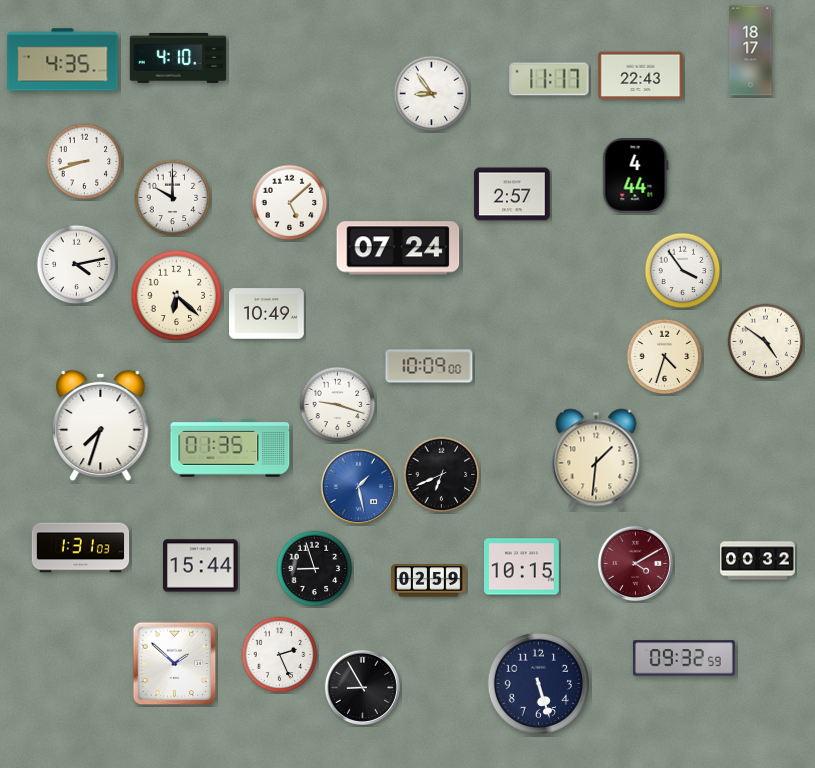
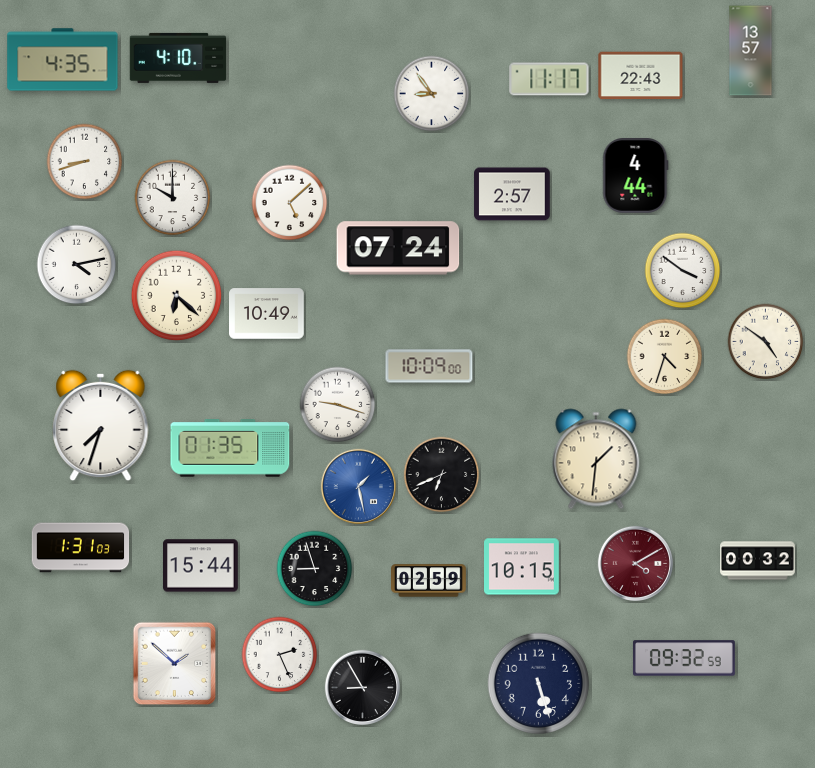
clock at (751, 51): 18:17 -> 13:57
clock at (683, 271): 3:54 -> 3:51
